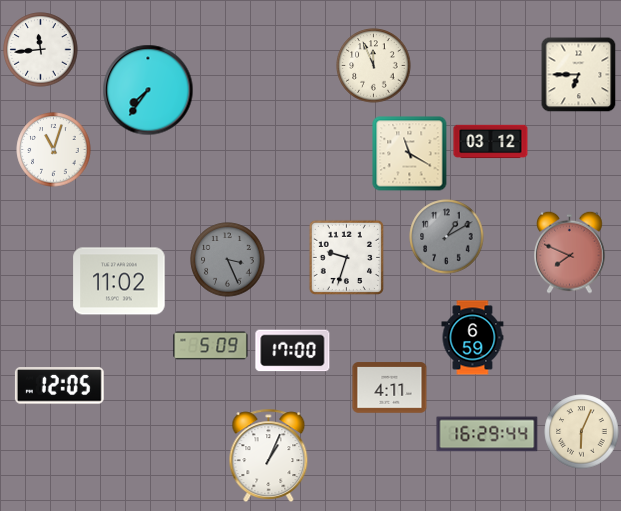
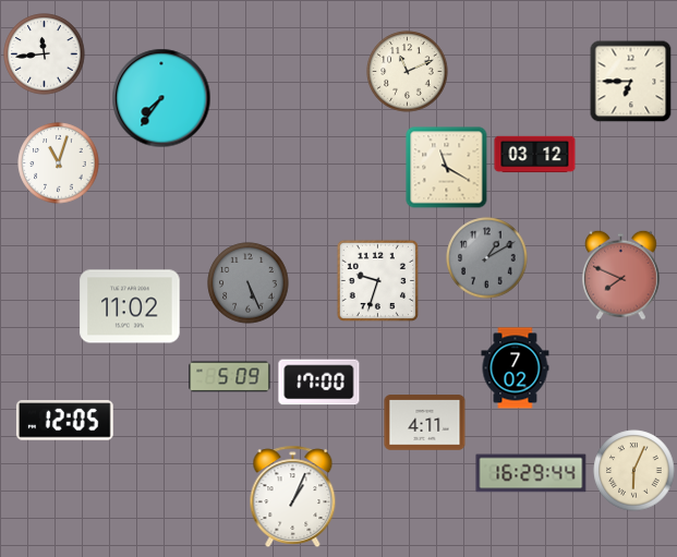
clock at (374, 66): 11:56 -> 11:11
clock at (228, 260): 3:26 -> 5:26
clock at (473, 338): 6:59 -> 7:02
